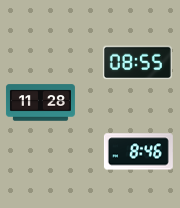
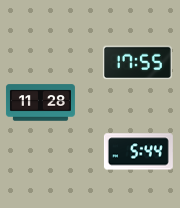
clock at (137, 63): 08:55 -> 17:55
clock at (138, 152): 8:46 -> 5:44
